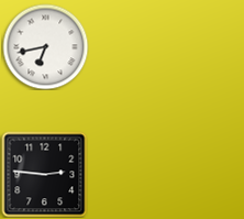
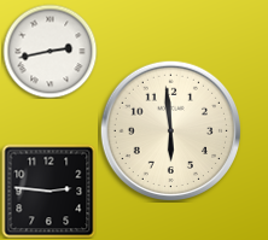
clock at (45, 46): 6:43 -> 2:43
clock at (170, 130): none -> 5:59
